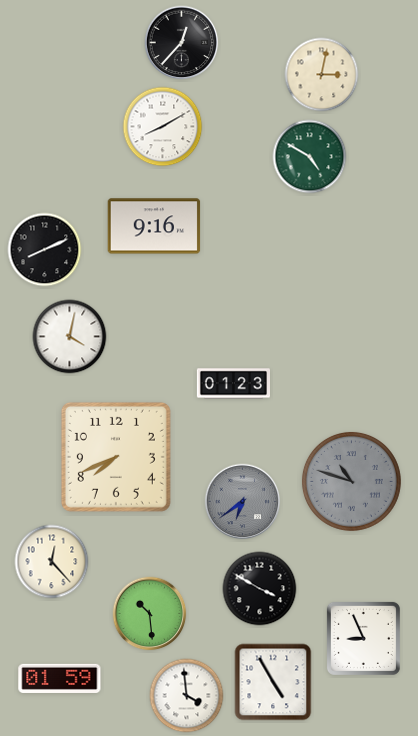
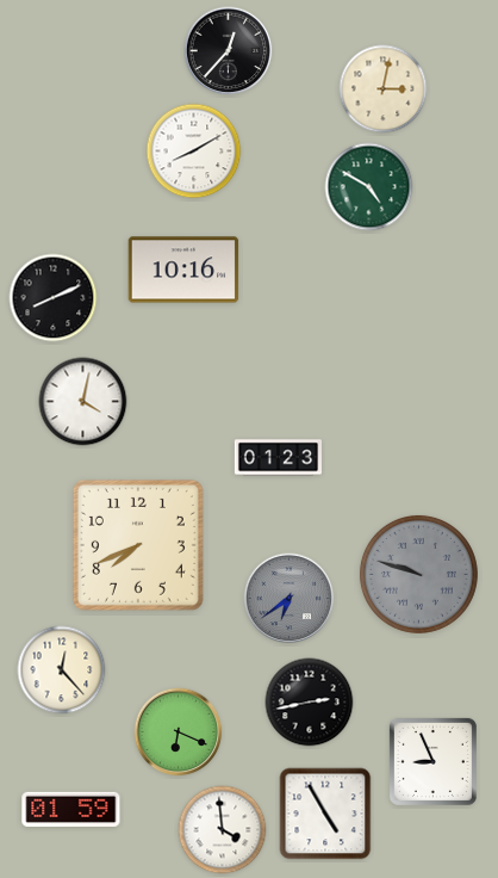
clock at (182, 43) position: (182, 43) -> (229, 51)
clock at (154, 226): 9:16 -> 10:16
clock at (351, 481): 10:48 -> 9:48
clock at (260, 589): 3:50 -> 2:43
clock at (150, 614): 10:29 -> 6:19
